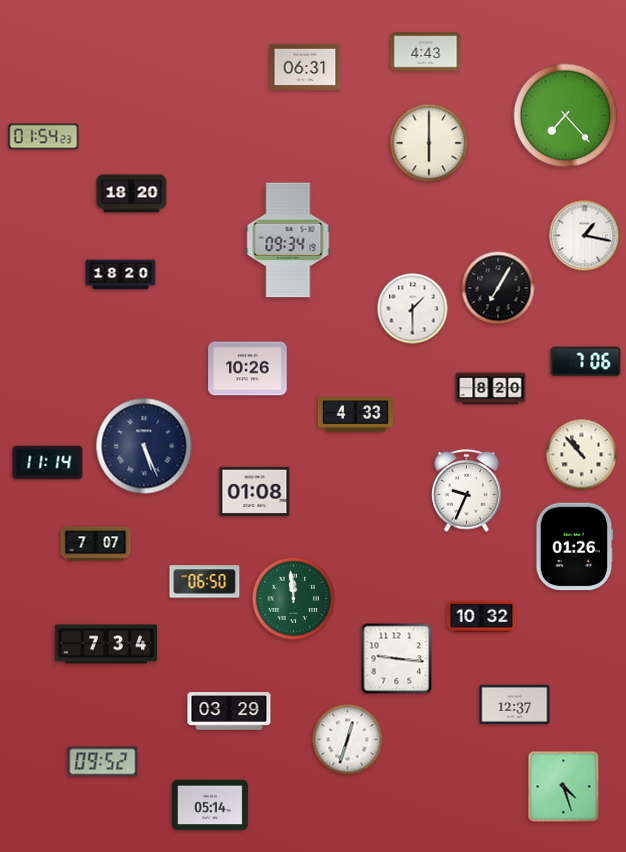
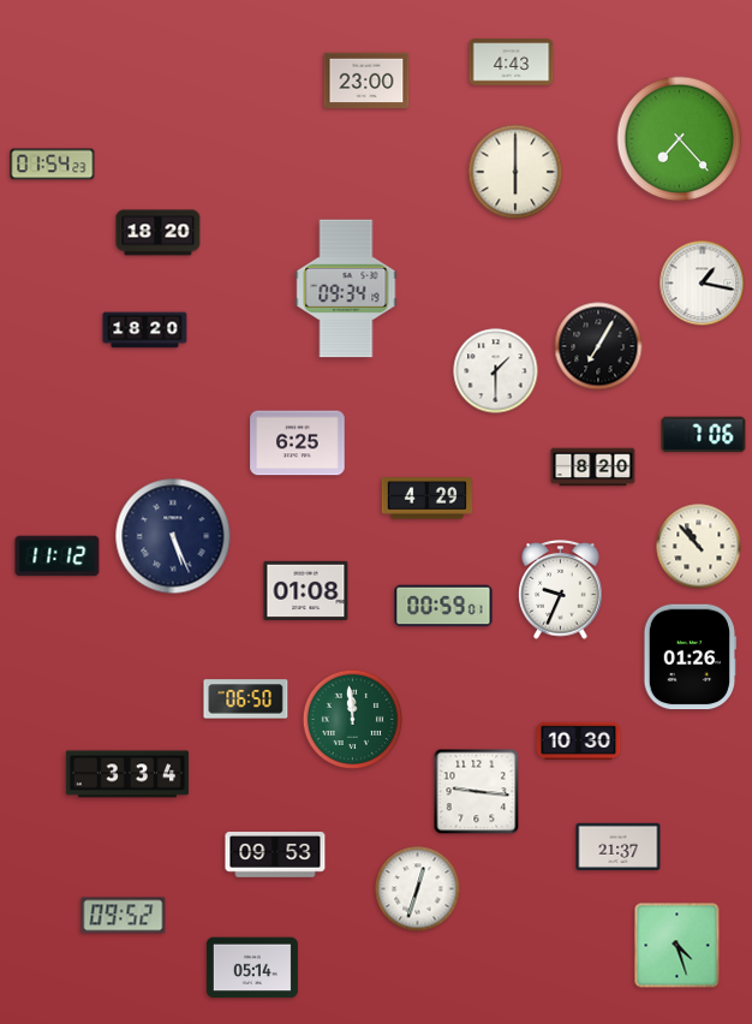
clock at (305, 67): 06:31 -> 23:00
clock at (248, 369): 10:26 -> 6:25
clock at (491, 389) position: (491, 389) -> (593, 468)
clock at (355, 415): 4:33 -> 4:29
clock at (48, 463): 11:14 -> 11:12
clock at (443, 606): none -> 00:59
clock at (96, 544): 7:07 -> none
clock at (482, 617): 10:32 -> 10:30
clock at (106, 644): 7:34 -> 3:34
clock at (515, 704): 12:37 -> 21:37
clock at (229, 711): 03:29 -> 09:53
